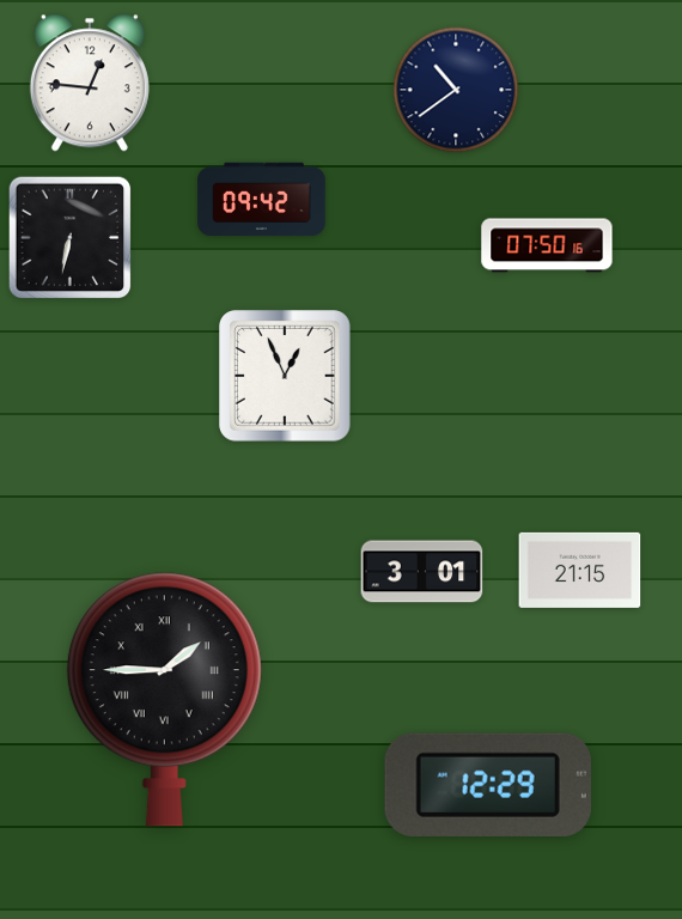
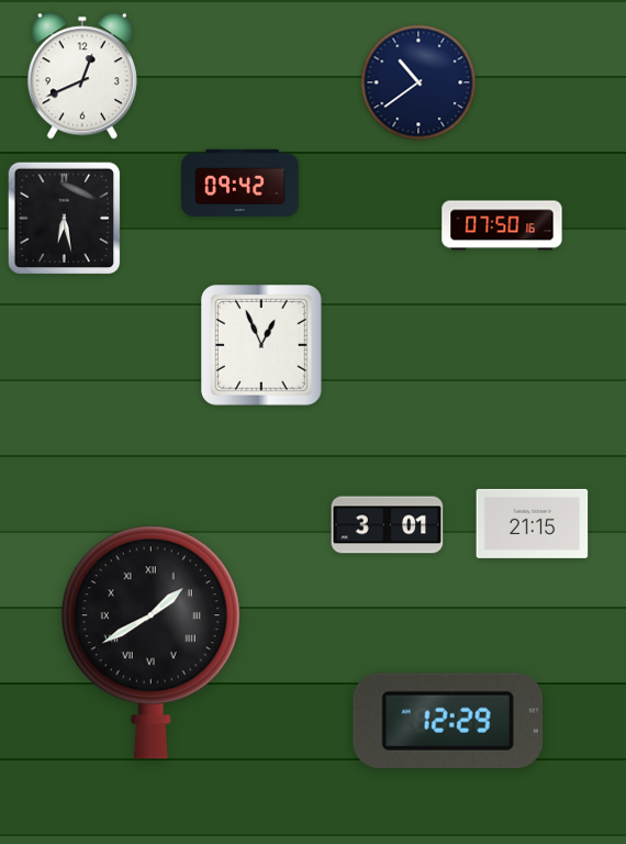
clock at (90, 83): 12:46 -> 12:41
clock at (71, 238): 6:32 -> 6:28
clock at (164, 700): 1:45 -> 1:40
